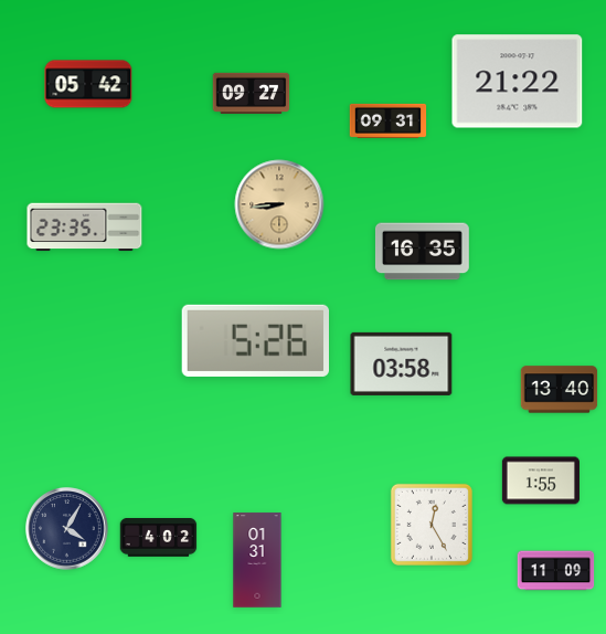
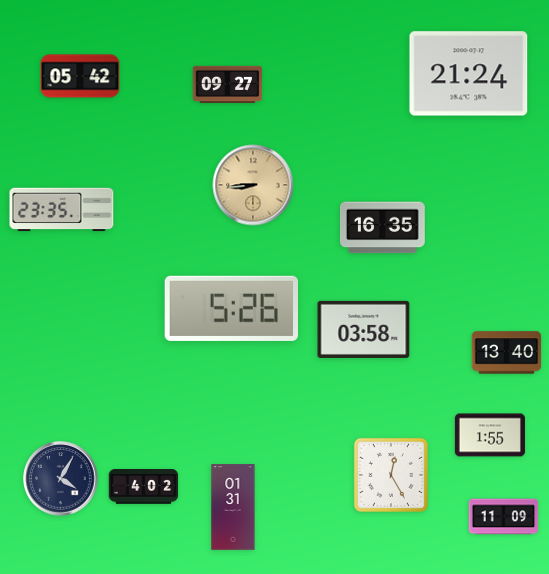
clock at (518, 82): 21:22 -> 21:24
clock at (389, 120): 09:31 -> none
clock at (85, 228) position: (85, 228) -> (62, 210)
